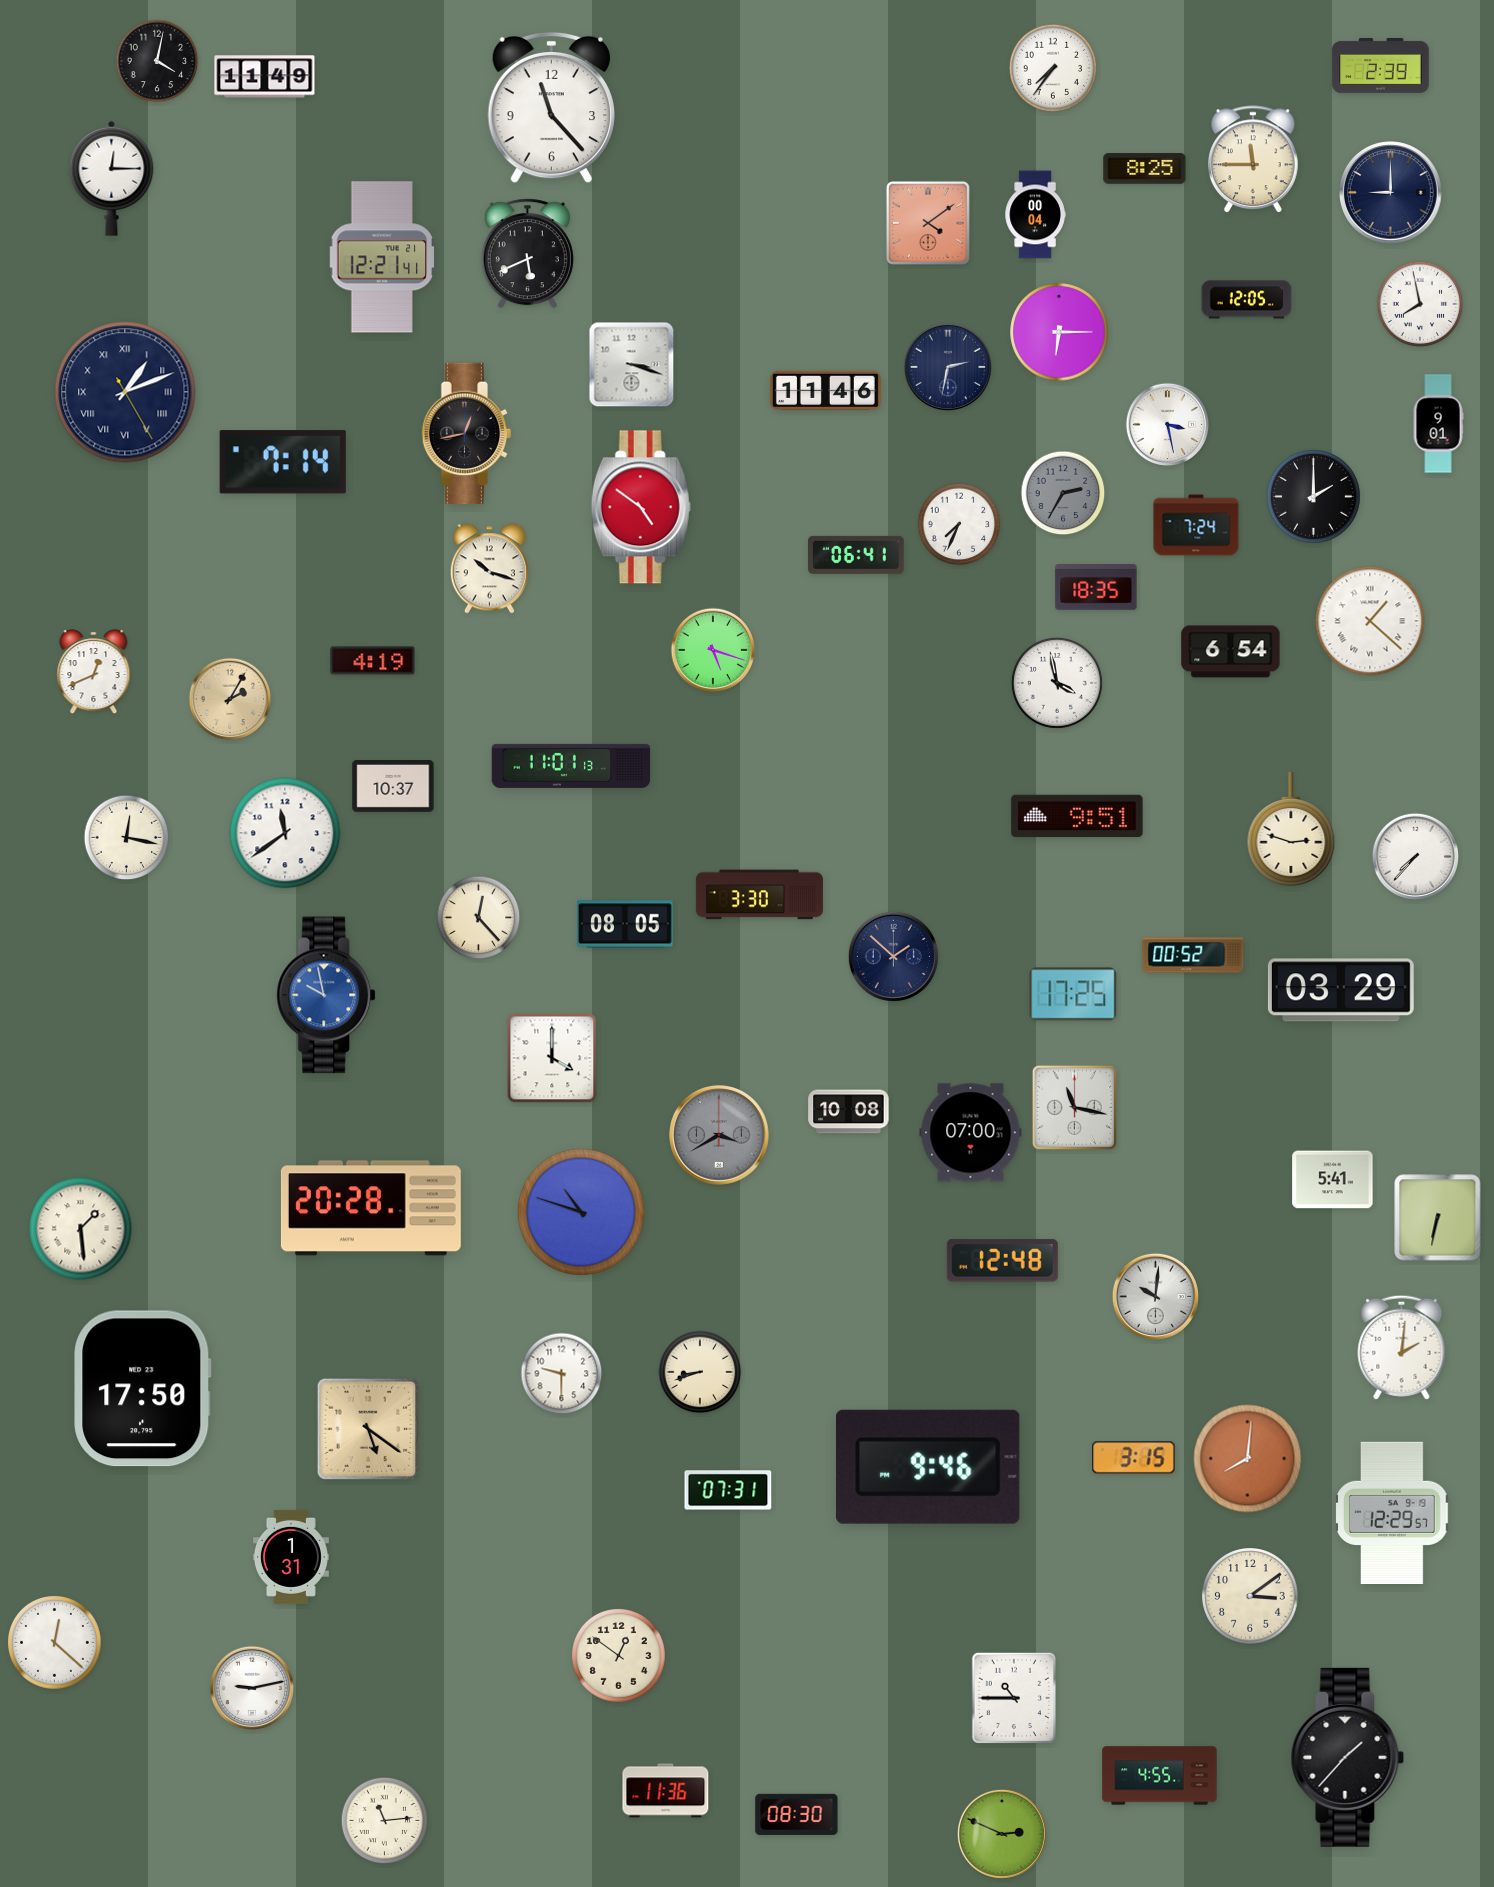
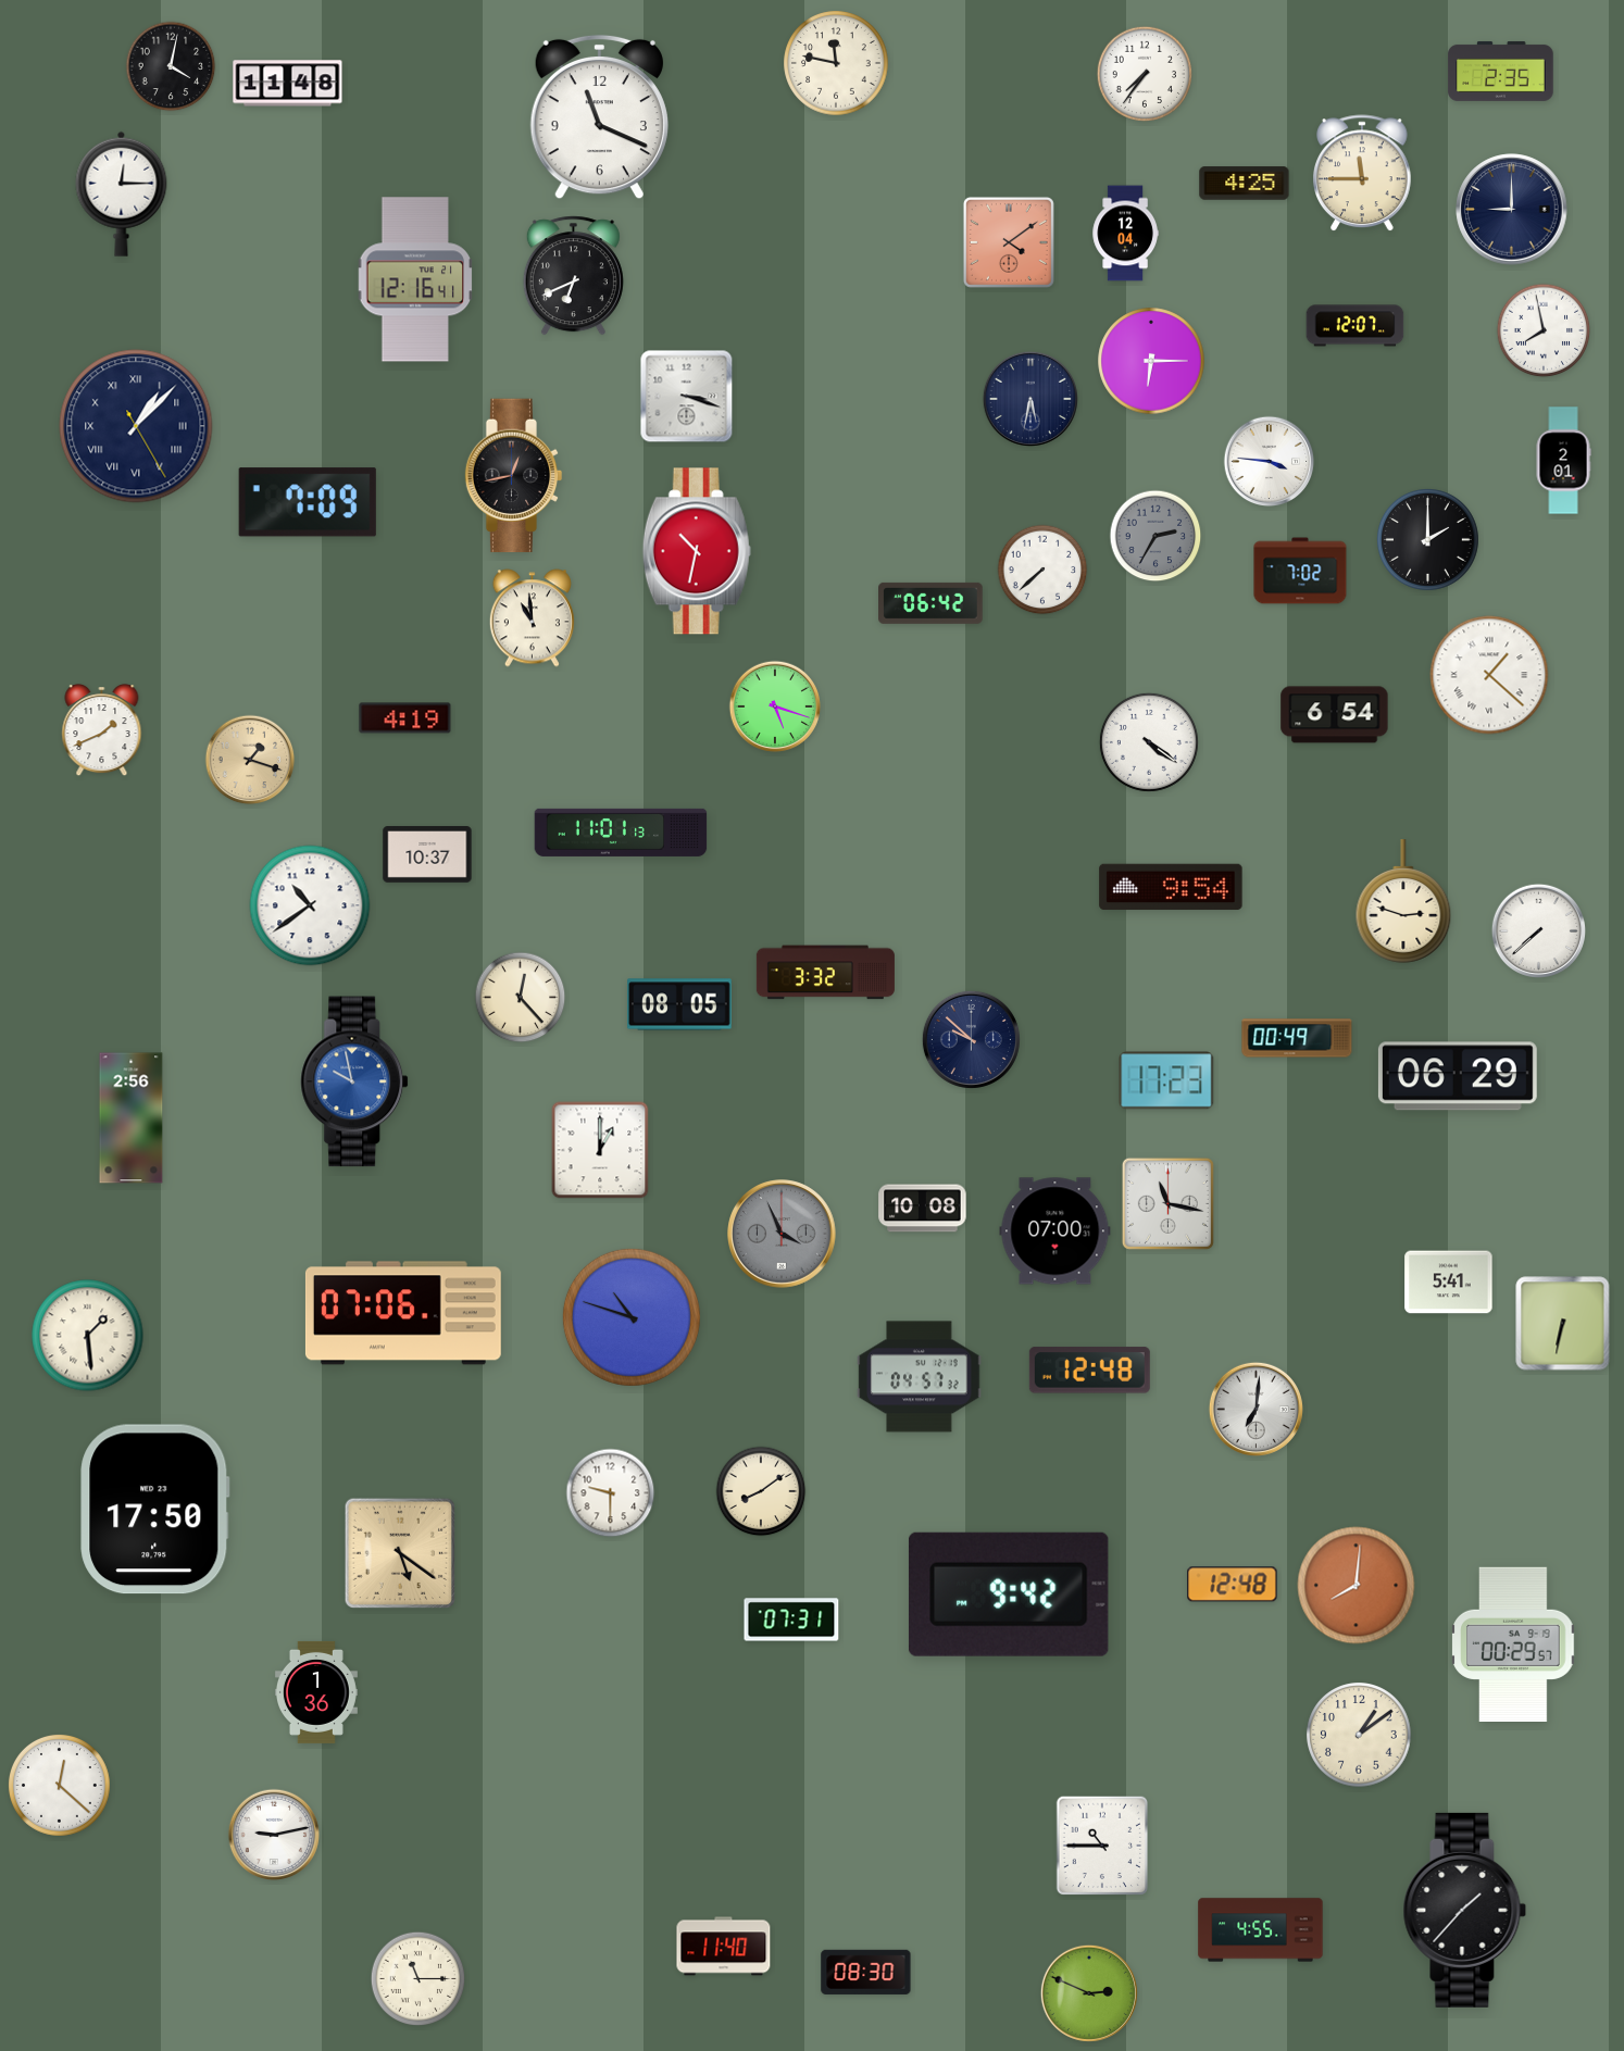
clock at (836, 63): none -> 11:47
clock at (1381, 65): 2:39 -> 2:35
clock at (265, 77): 11:49 -> 11:48
clock at (551, 108): 11:23 -> 11:19
clock at (1145, 169): 8:25 -> 4:25
clock at (1035, 215): 00:04 -> 12:04
clock at (527, 254): 5:41 -> 6:41
clock at (382, 257): 12:21 -> 12:16
clock at (1247, 300): 12:05 -> 12:07
clock at (948, 367): 2:32 -> 5:32
clock at (825, 391): 11:46 -> none
clock at (125, 392): 1:11 -> 1:07
clock at (1438, 424): 9:01 -> 2:01
clock at (1168, 425): 3:28 -> 3:46
clock at (467, 434) position: (467, 434) -> (514, 476)
clock at (283, 462): 7:14 -> 7:09
clock at (641, 507): 4:51 -> 10:32
clock at (959, 524): 7:34 -> 7:38
clock at (1196, 525): 7:24 -> 7:02
clock at (857, 555): 06:41 -> 06:42
clock at (489, 569): 10:18 -> 10:59
clock at (1096, 587): 18:35 -> none
clock at (1231, 652) position: (1231, 652) -> (1335, 715)
clock at (94, 673): 12:41 -> 1:41
clock at (1057, 683): 3:58 -> 4:21
clock at (230, 699): 2:05 -> 1:18
clock at (1077, 816): 9:51 -> 9:54
clock at (285, 833): 11:39 -> 10:39
clock at (127, 838): 12:17 -> none
clock at (1415, 856): 7:37 -> 7:38
clock at (759, 895): 3:30 -> 3:32
clock at (1193, 955): 00:52 -> 00:49
clock at (893, 956): 1:52 -> 9:52
clock at (1341, 990): 03:29 -> 06:29
clock at (1073, 994): 17:25 -> 17:23
clock at (132, 1118): none -> 2:56
clock at (552, 1058): 4:00 -> 1:00
clock at (719, 1135): 3:40 -> 3:56
clock at (371, 1208): 20:28 -> 07:06
clock at (920, 1377): none -> 04:57
clock at (1155, 1296): 10:01 -> 7:01
clock at (1402, 1347): 2:01 -> none
clock at (700, 1372): 8:42 -> 8:09
clock at (1134, 1458): 3:15 -> 12:48
clock at (928, 1467): 9:46 -> 9:42
clock at (1392, 1512): 12:29 -> 00:29
clock at (291, 1557): 1:31 -> 1:36
clock at (1250, 1596): 3:09 -> 1:09
clock at (618, 1655): 12:51 -> none
clock at (666, 1791): 11:36 -> 11:40
clock at (385, 1821): 11:14 -> 11:15
